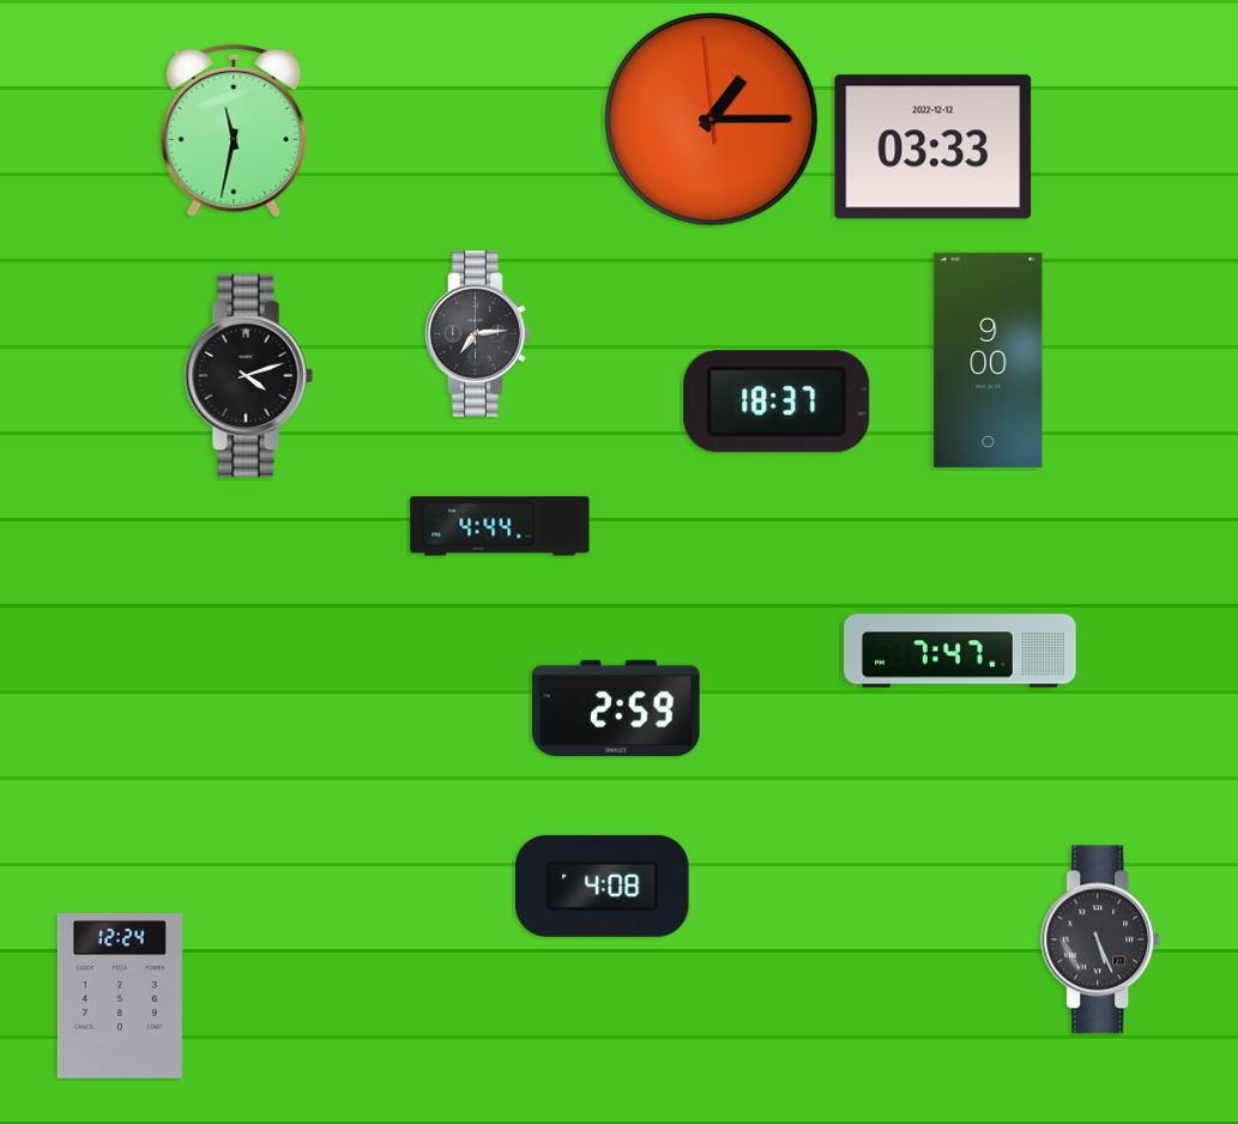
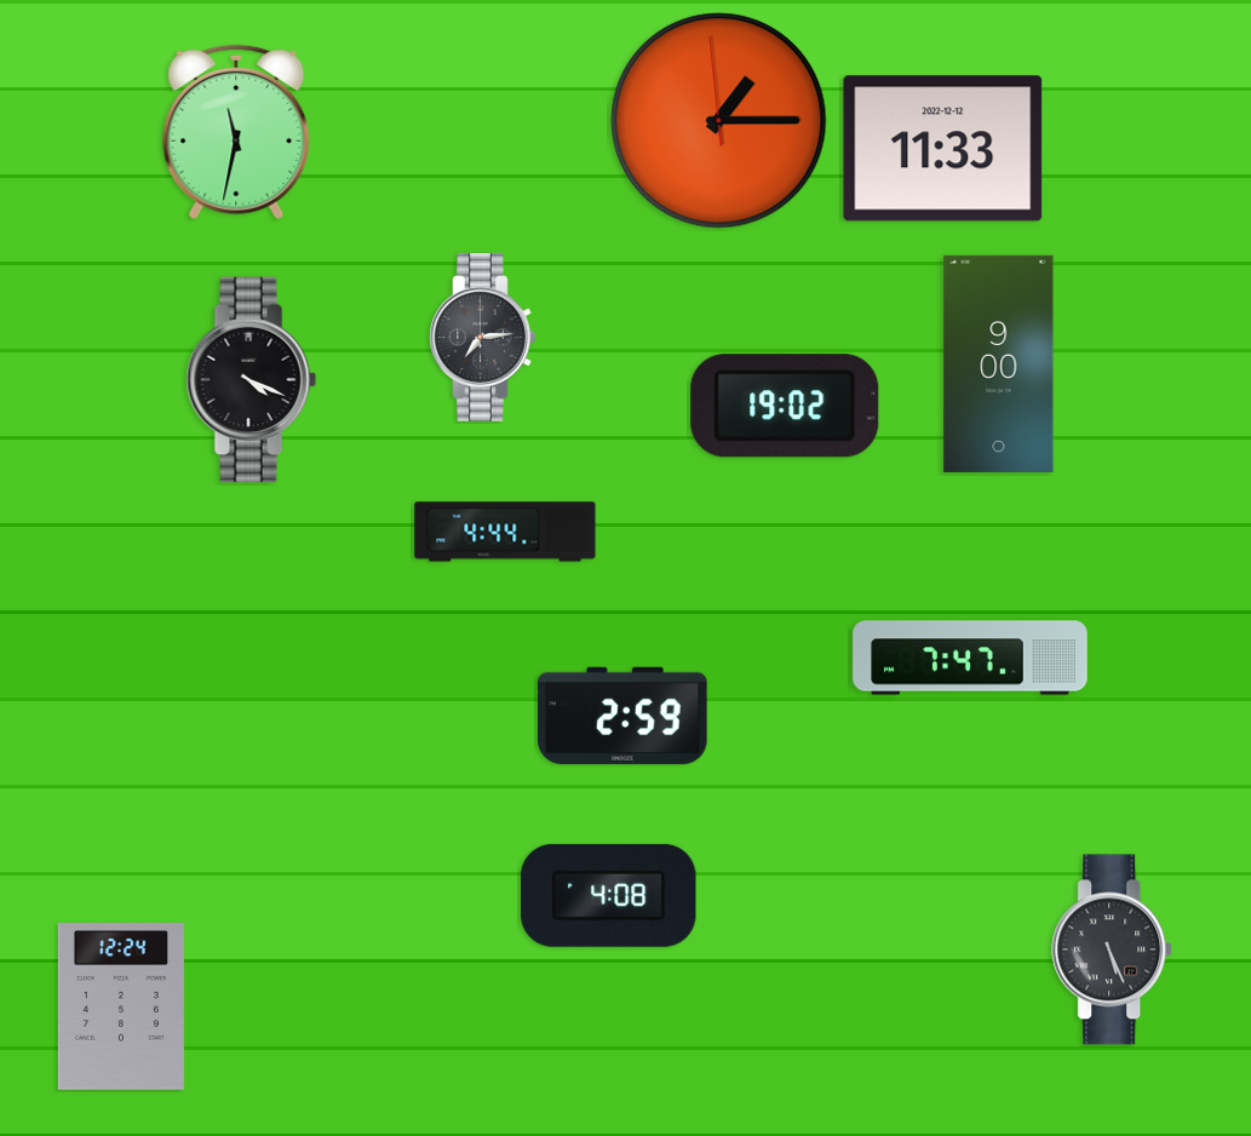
clock at (934, 147): 03:33 -> 11:33
clock at (248, 376): 4:12 -> 4:19
clock at (777, 401): 18:37 -> 19:02
